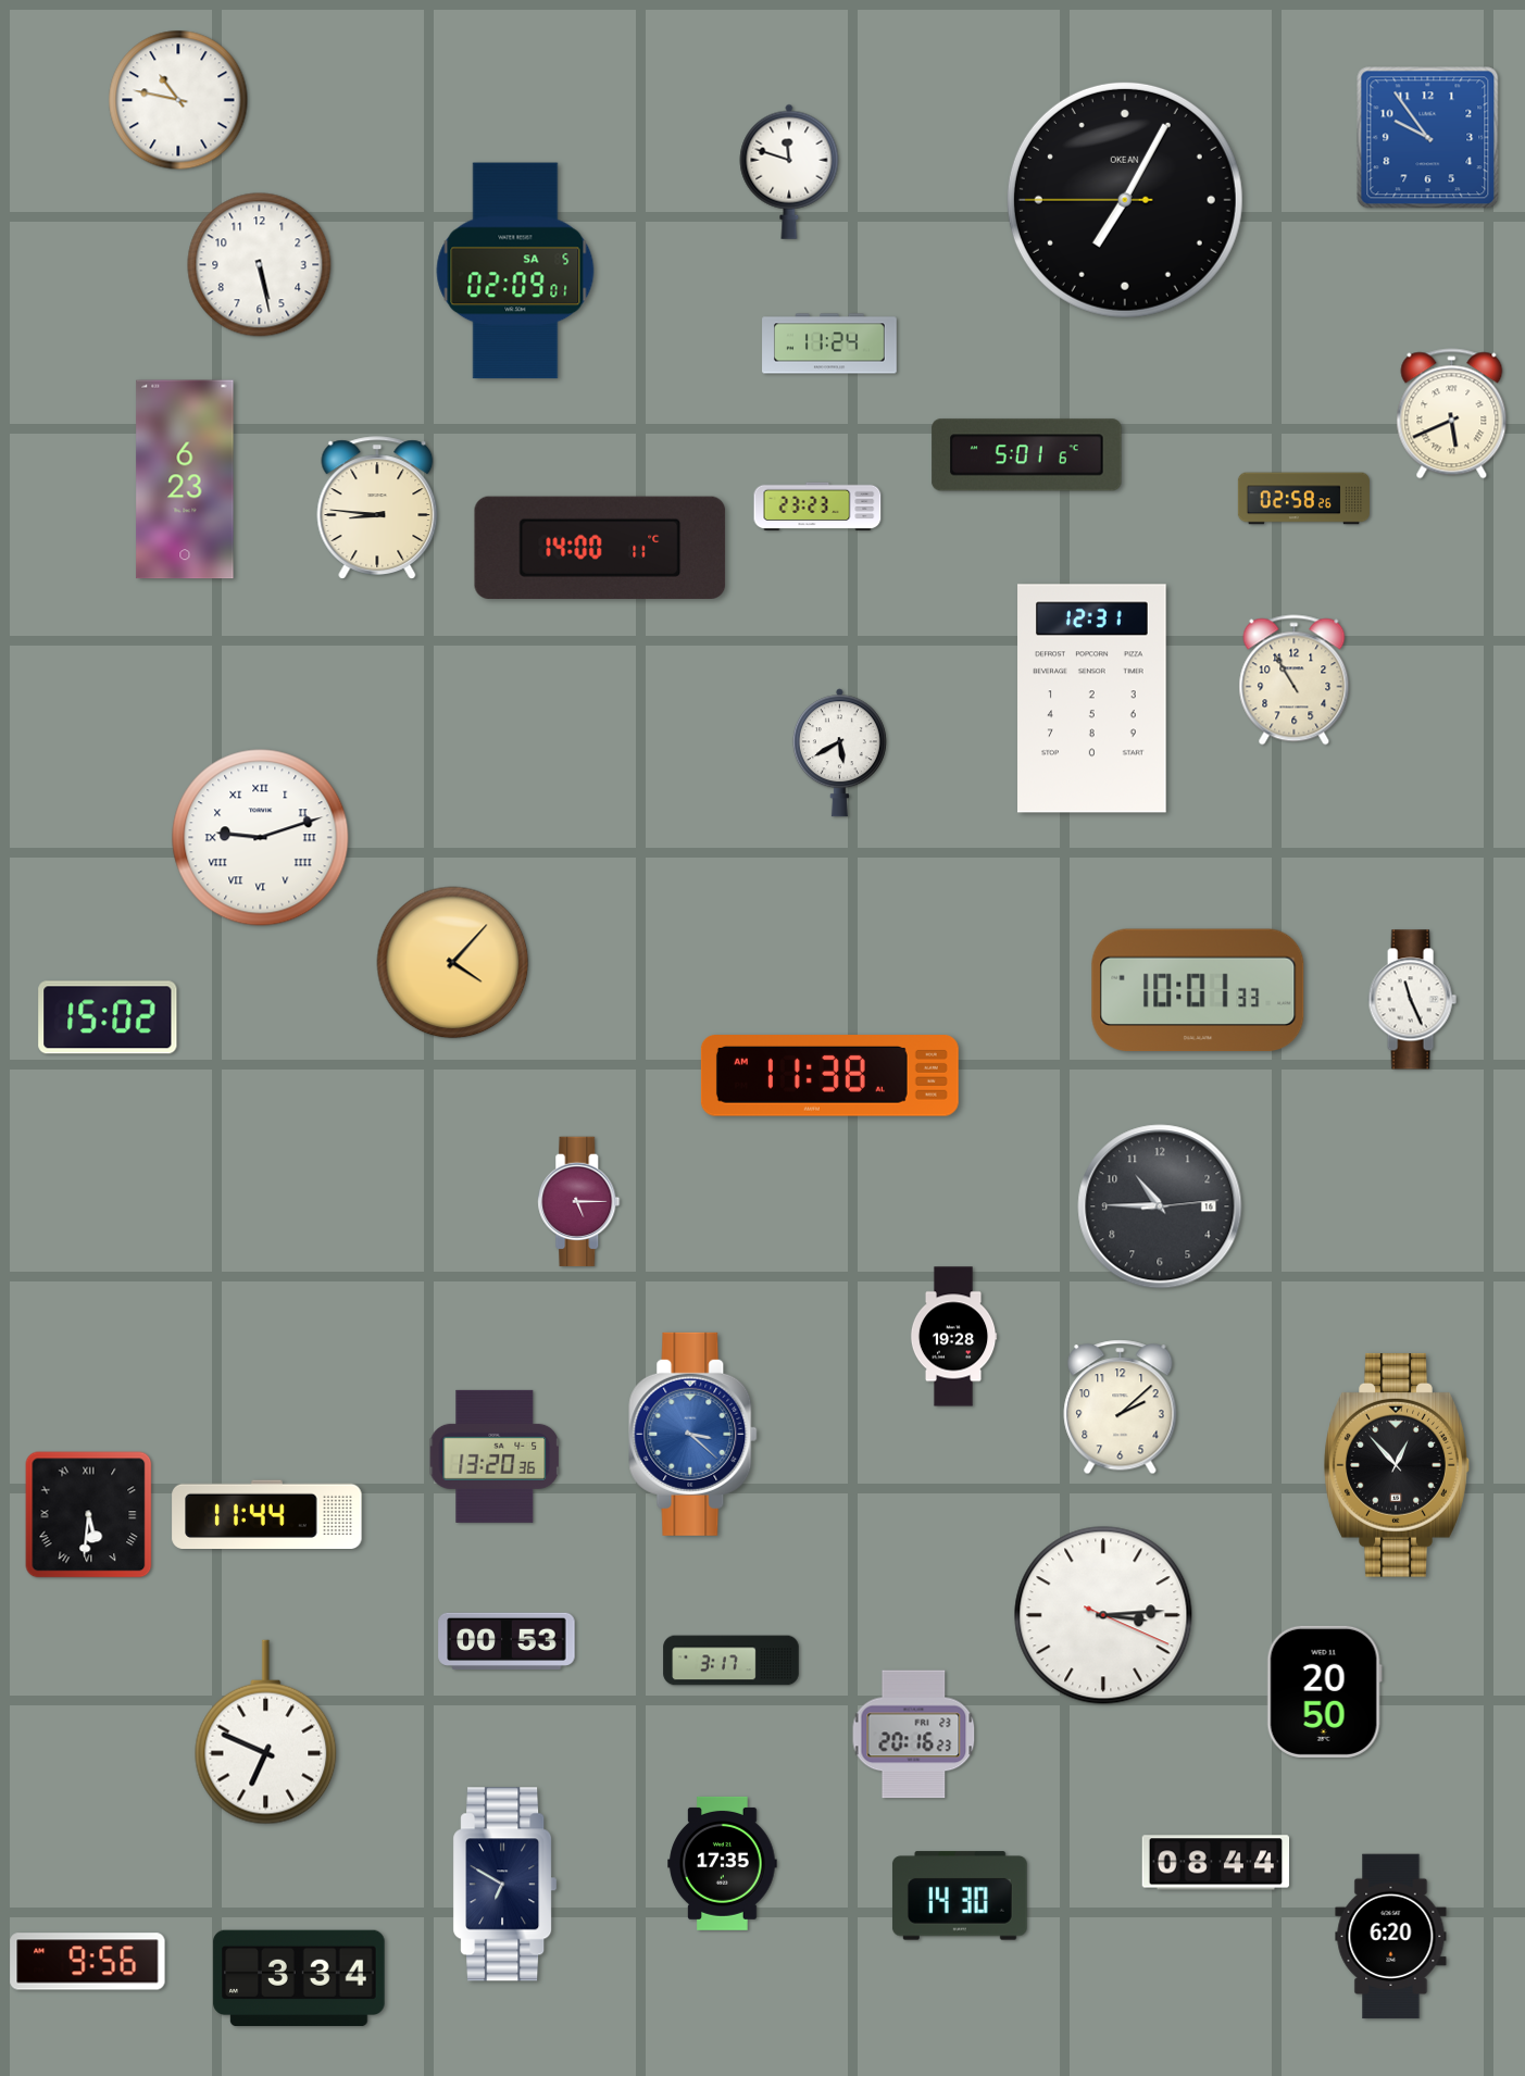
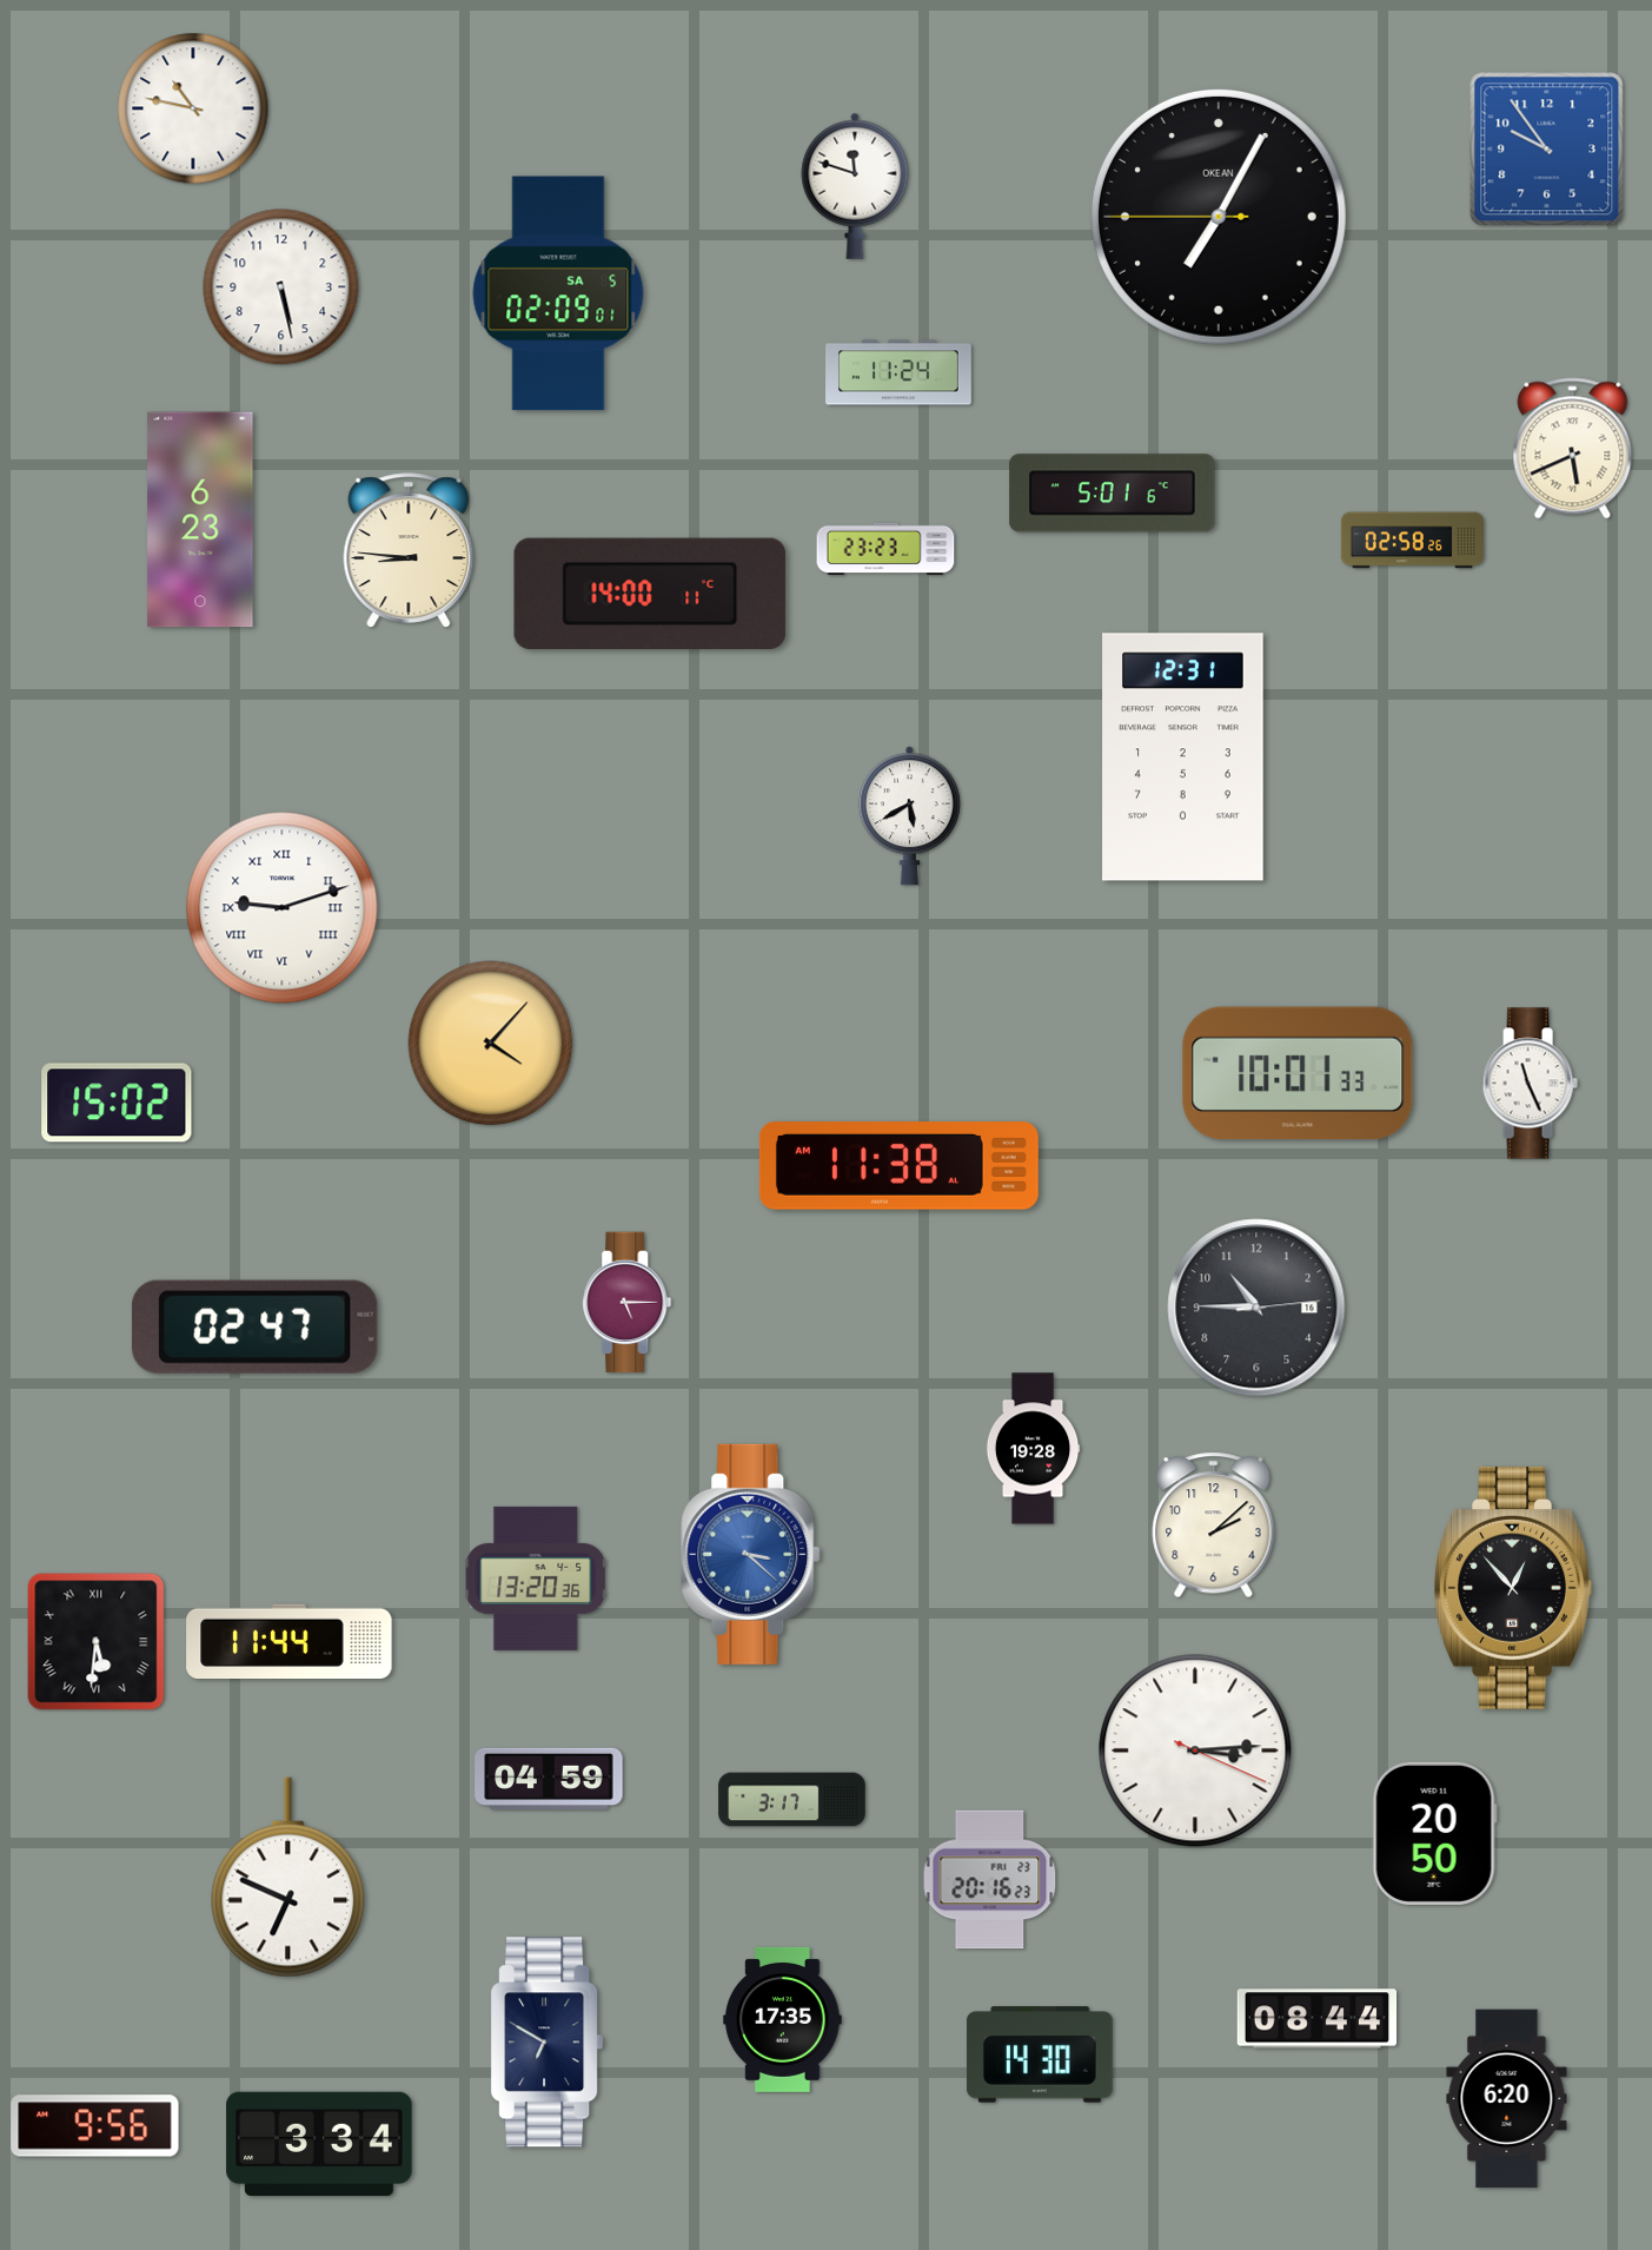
clock at (1295, 680): 10:55 -> none
clock at (254, 1326): none -> 02:47
clock at (507, 1640): 00:53 -> 04:59
clock at (299, 1978) position: (299, 1978) -> (319, 2144)
